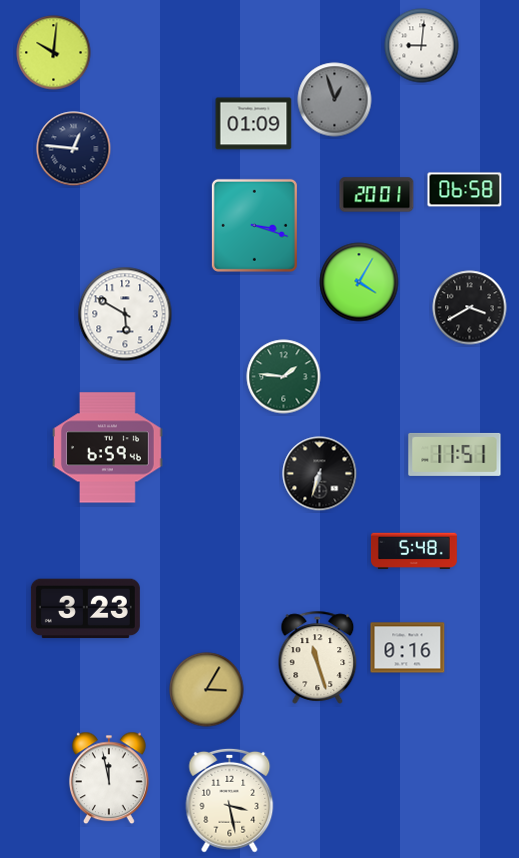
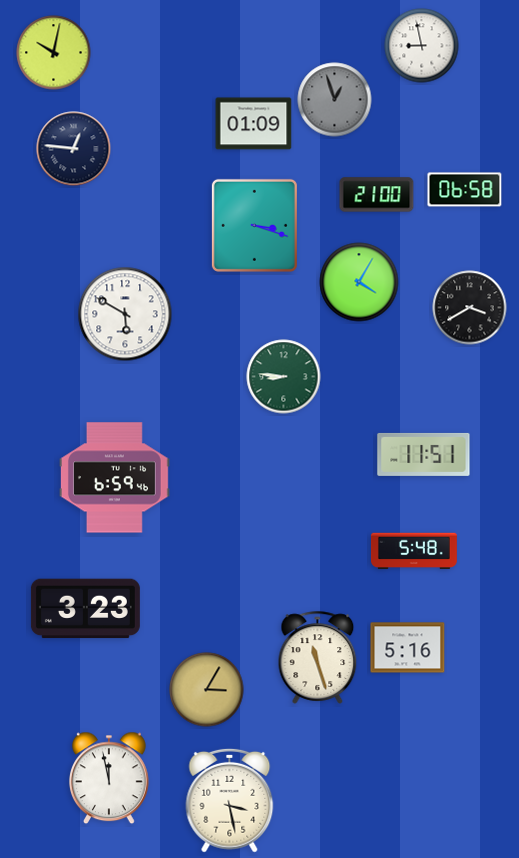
clock at (422, 46): 9:01 -> 8:58
clock at (54, 53): 10:01 -> 10:02
clock at (377, 195): 20:01 -> 21:00
clock at (284, 377): 1:46 -> 8:46
clock at (108, 448) position: (108, 448) -> (115, 478)
clock at (455, 454) position: (455, 454) -> (424, 454)
clock at (320, 474): 6:33 -> none
clock at (408, 648): 0:16 -> 5:16
